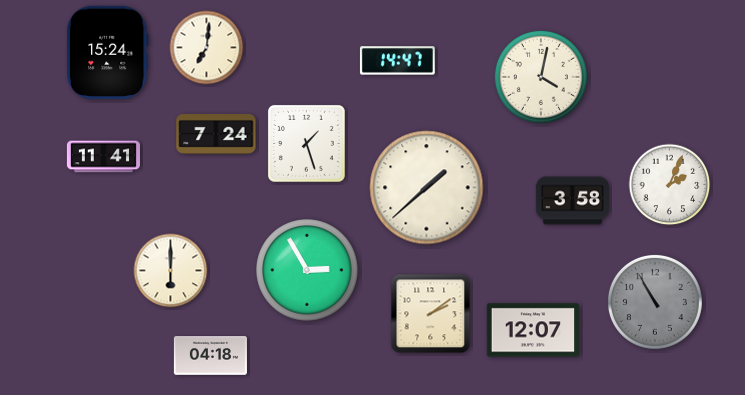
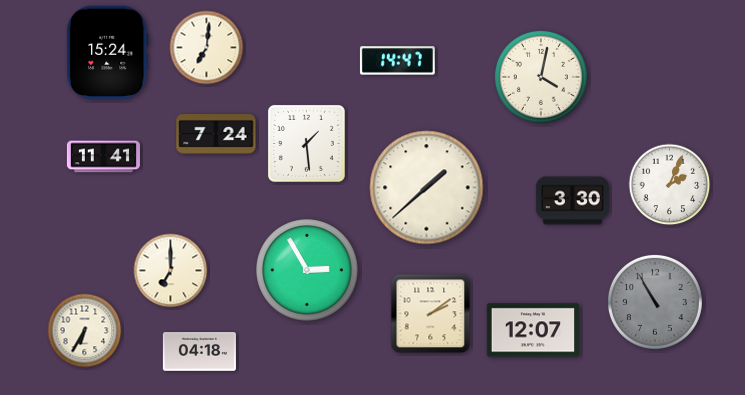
clock at (306, 143): 1:27 -> 1:29
clock at (572, 201): 3:58 -> 3:30
clock at (171, 271): 6:00 -> 7:00
clock at (85, 331): none -> 6:35
clock at (210, 356) position: (210, 356) -> (199, 352)
